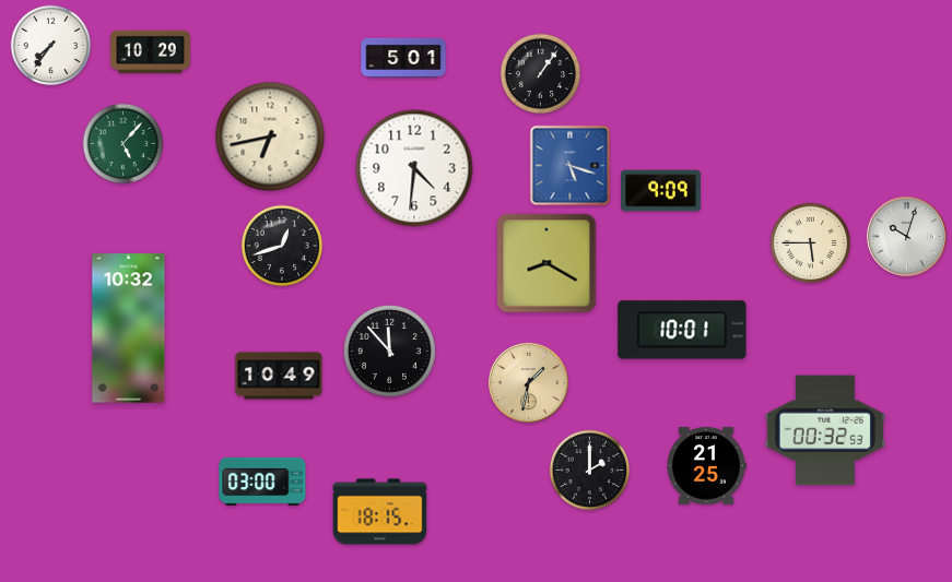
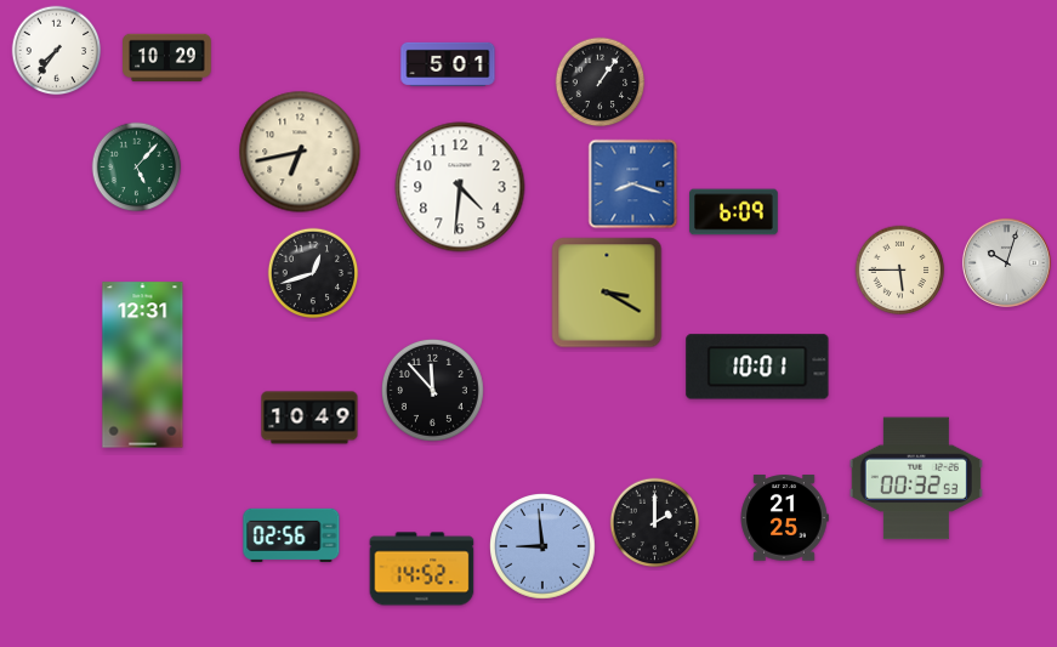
clock at (124, 144) position: (124, 144) -> (137, 168)
clock at (571, 166): 5:18 -> 8:18
clock at (661, 191): 9:09 -> 6:09
clock at (546, 263): 8:20 -> 3:20
clock at (129, 329): 10:32 -> 12:31
clock at (528, 382): 1:32 -> none
clock at (262, 482): 03:00 -> 02:56
clock at (544, 547): none -> 8:59
clock at (380, 512): 18:15 -> 14:52
